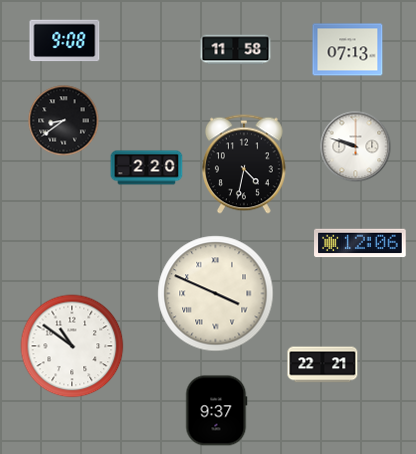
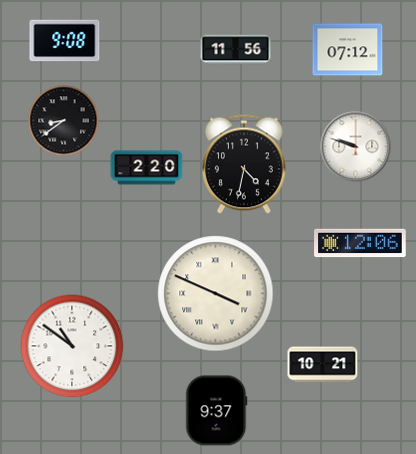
clock at (236, 50): 11:58 -> 11:56
clock at (348, 50): 07:13 -> 07:12
clock at (323, 365): 22:21 -> 10:21
